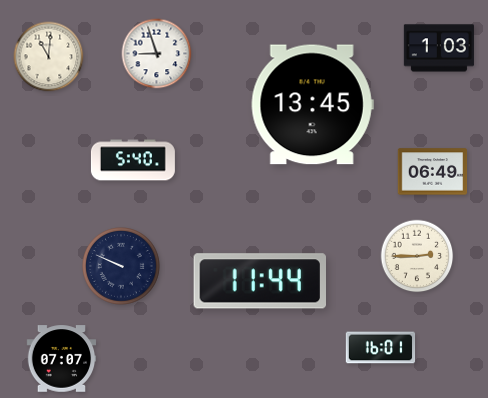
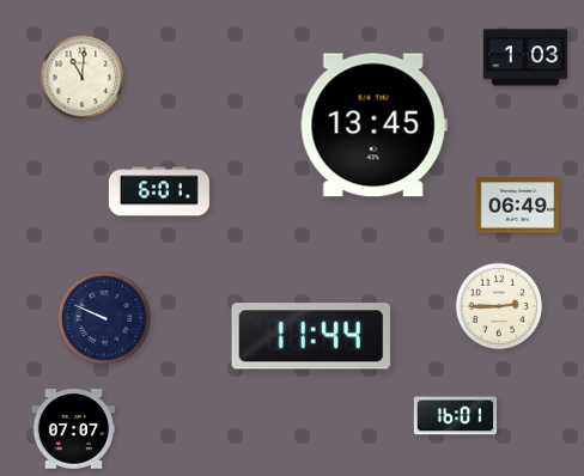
clock at (157, 54): 8:57 -> none
clock at (49, 57) position: (49, 57) -> (83, 78)
clock at (133, 160): 5:40 -> 6:01
clock at (122, 267) position: (122, 267) -> (105, 319)
